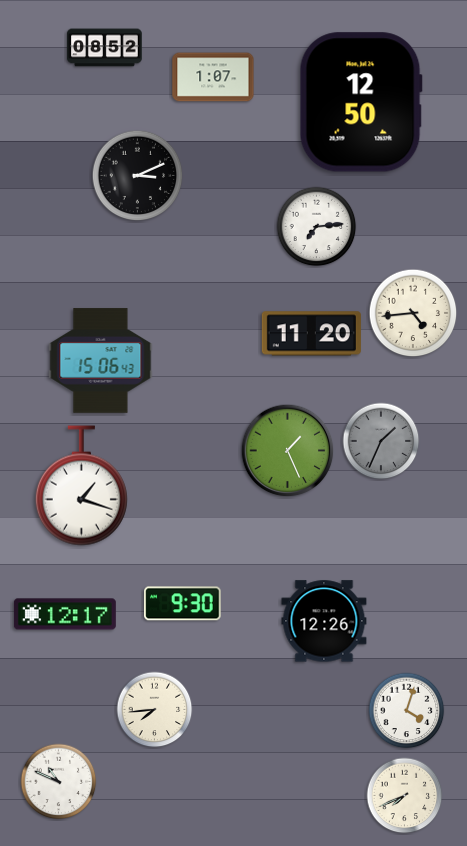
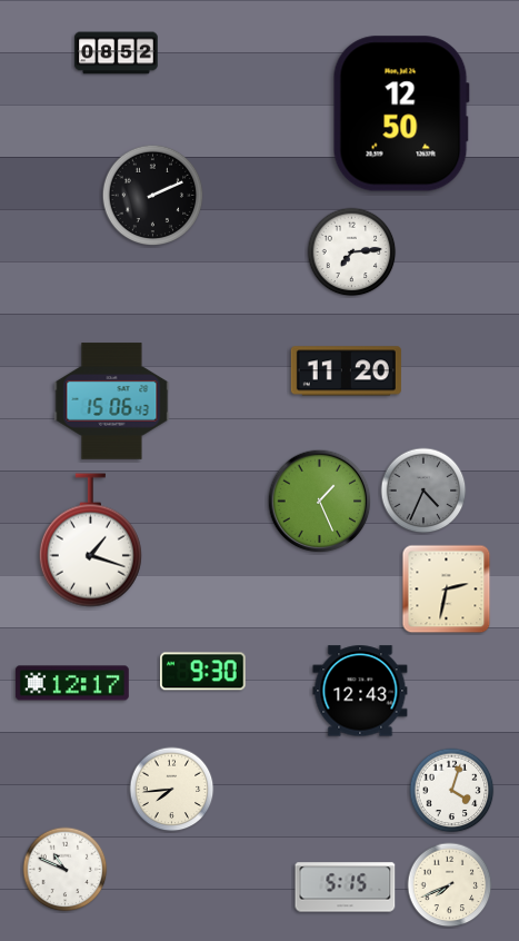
clock at (213, 77): 1:07 -> none
clock at (138, 176): 3:11 -> 2:11
clock at (413, 313): 4:44 -> none
clock at (381, 441): 1:34 -> 4:34
clock at (447, 590): none -> 2:32
clock at (324, 621): 12:26 -> 12:43
clock at (346, 888): none -> 5:15
